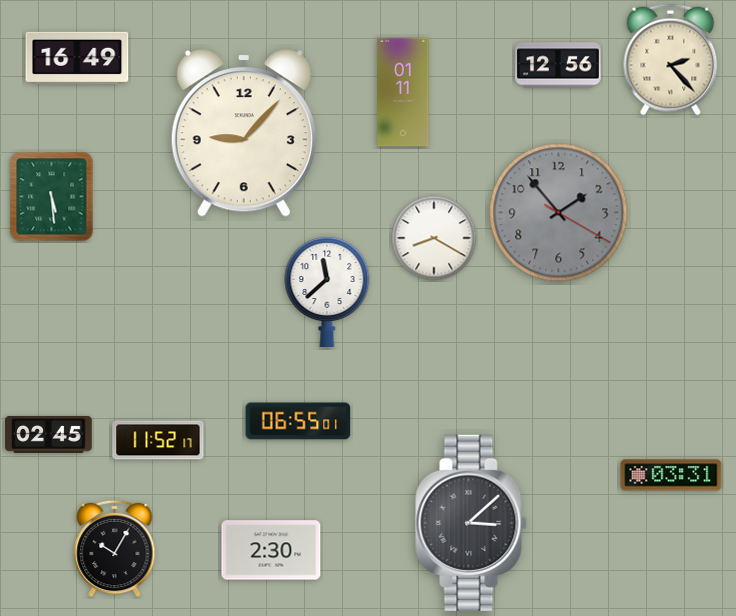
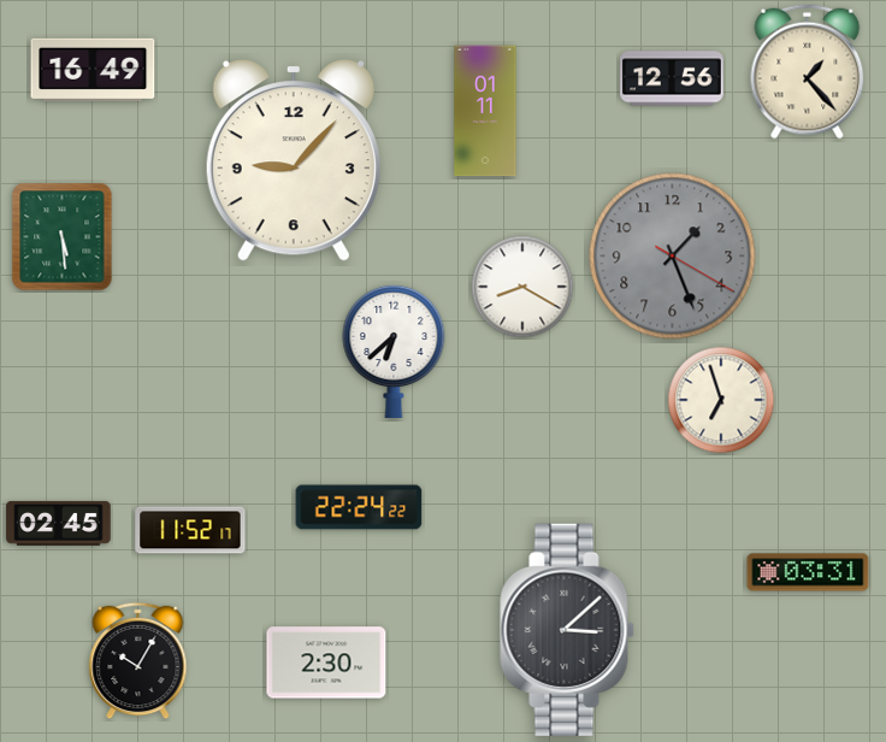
clock at (671, 60): 2:23 -> 1:23
clock at (559, 213): 1:53 -> 1:26
clock at (327, 291): 11:38 -> 6:38
clock at (721, 400): none -> 6:57
clock at (298, 421): 06:55 -> 22:24
